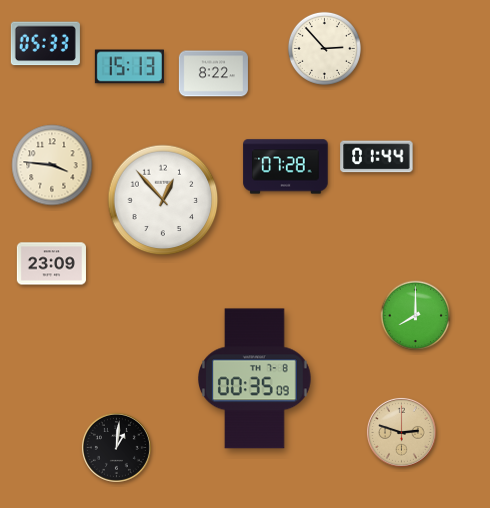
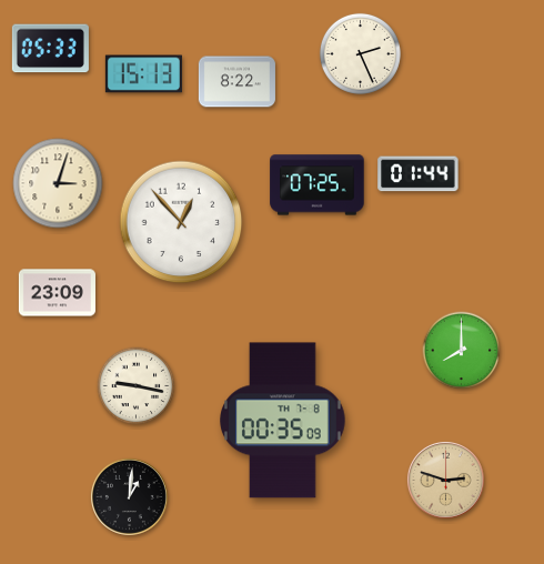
clock at (324, 48): 2:53 -> 2:26
clock at (52, 165): 3:46 -> 3:03
clock at (286, 167): 07:28 -> 07:25
clock at (137, 386): none -> 9:17
